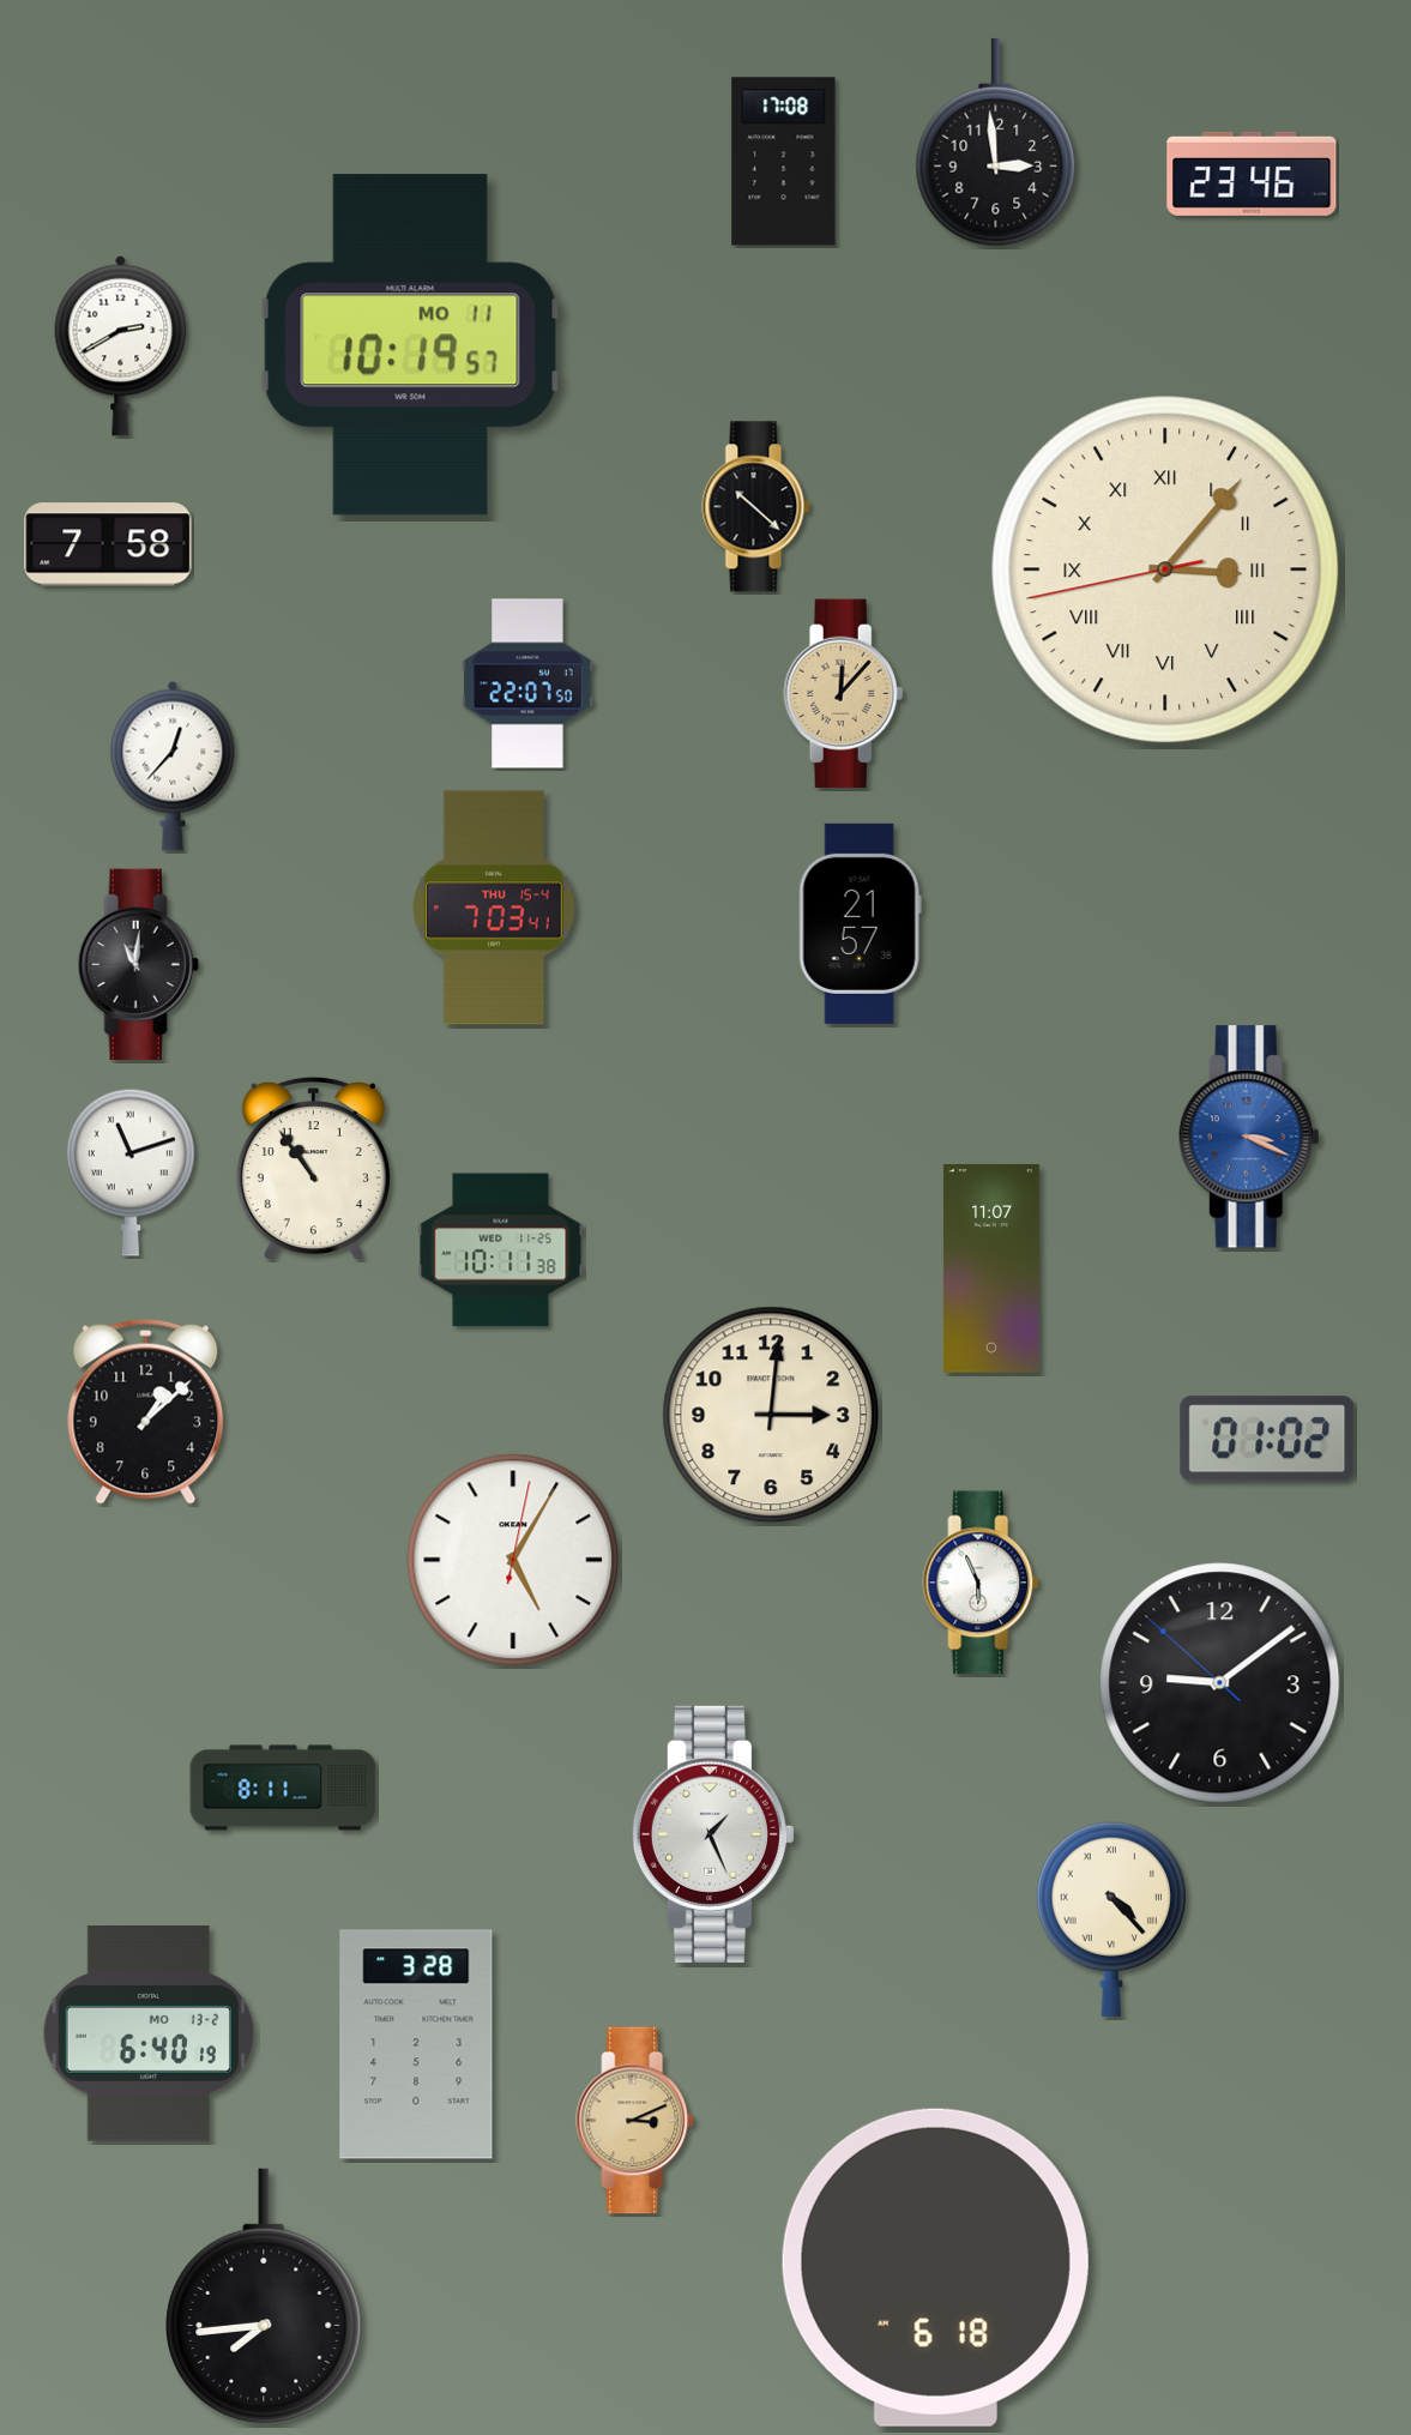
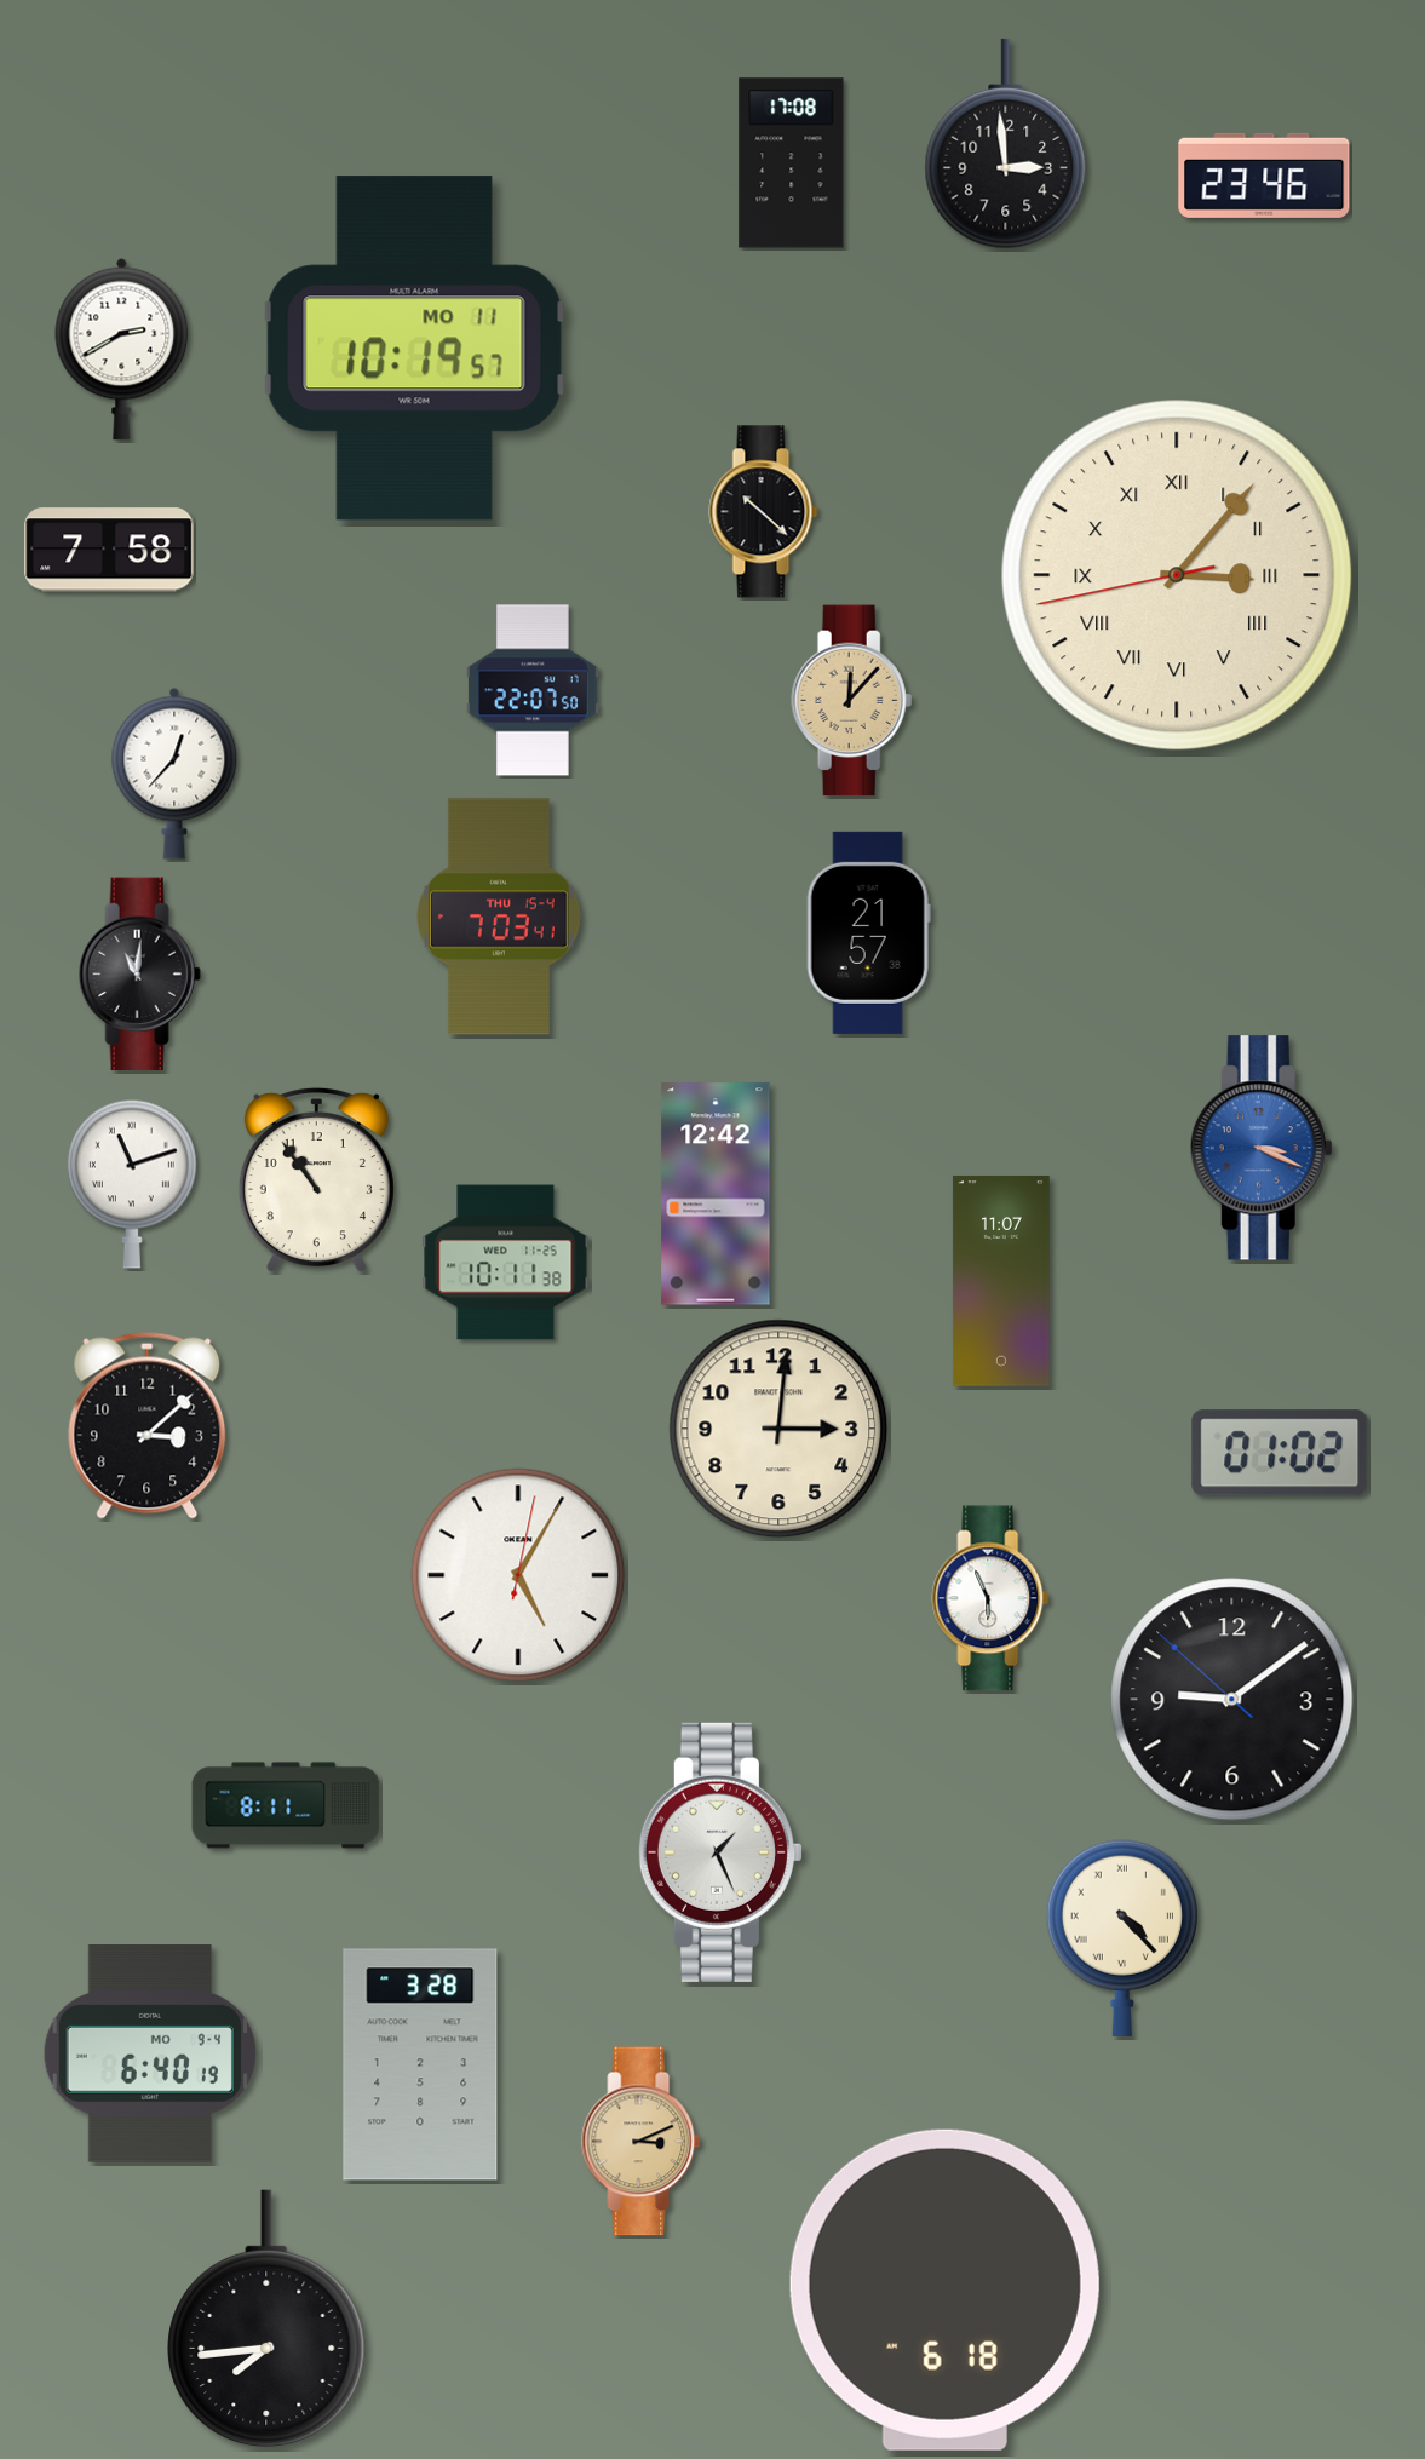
clock at (716, 1194): none -> 12:42
clock at (146, 1411): 1:08 -> 3:08
clock at (149, 2033) date: MO 13-2 -> MO 9-4
